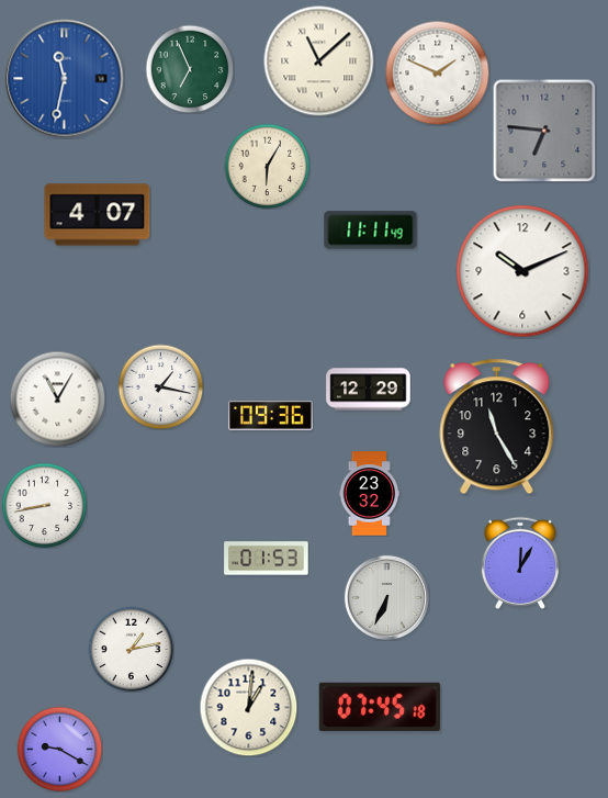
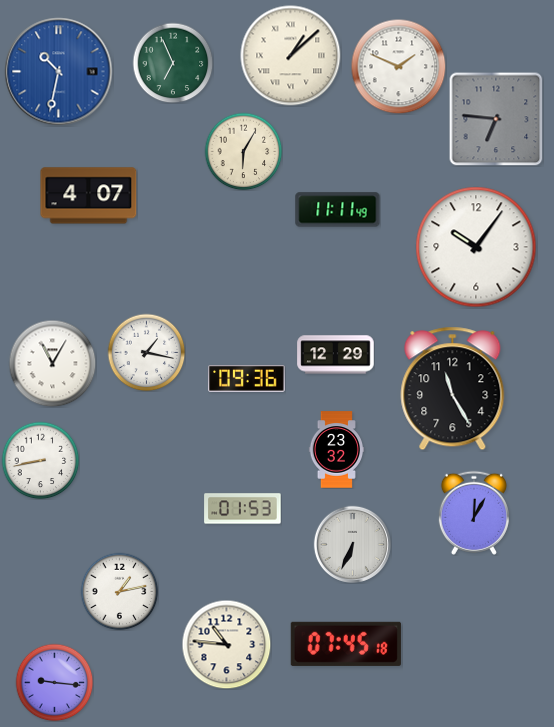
clock at (319, 61): 11:08 -> 1:08
clock at (65, 79): 11:32 -> 10:32
clock at (522, 271): 10:11 -> 10:06
clock at (248, 707): 1:01 -> 10:46
clock at (59, 749): 9:20 -> 9:16
